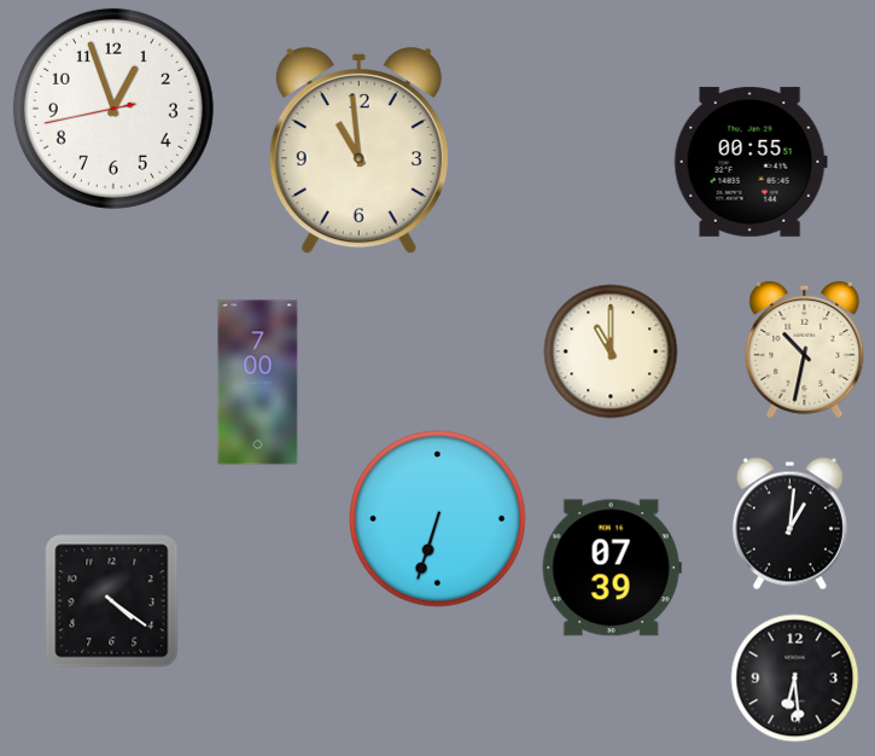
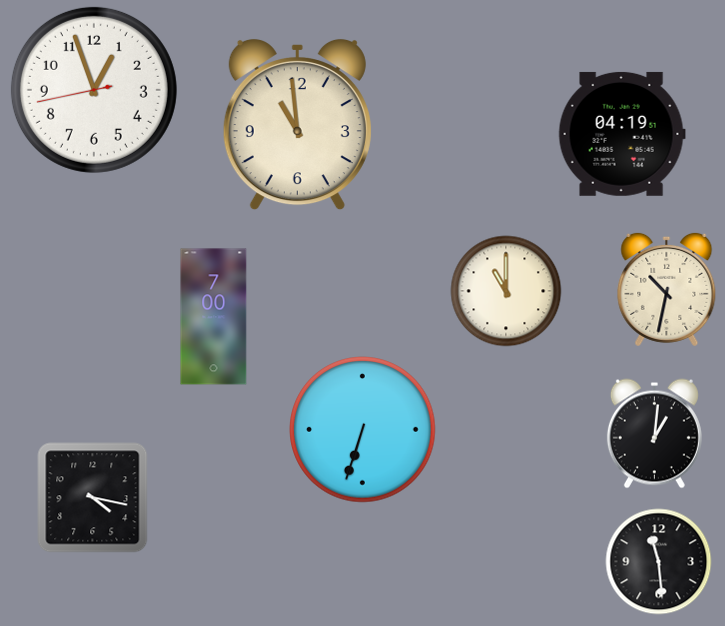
clock at (751, 162): 00:55 -> 04:19
clock at (612, 568): 07:39 -> none
clock at (112, 601): 4:21 -> 4:17
clock at (795, 679): 6:29 -> 11:29
